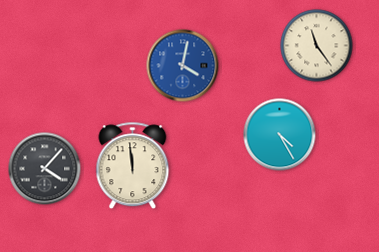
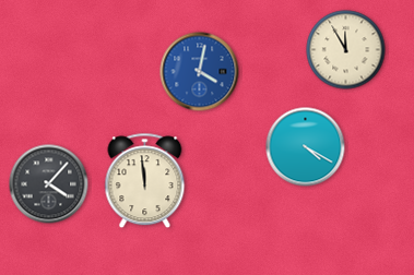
clock at (317, 46): 11:24 -> 11:55
clock at (280, 135): 4:25 -> 4:20
